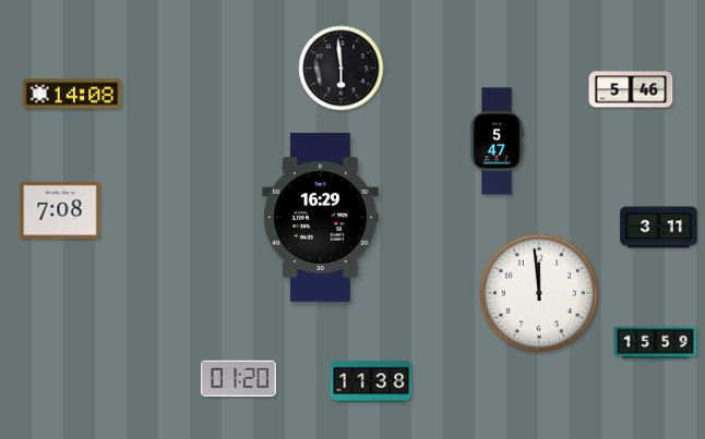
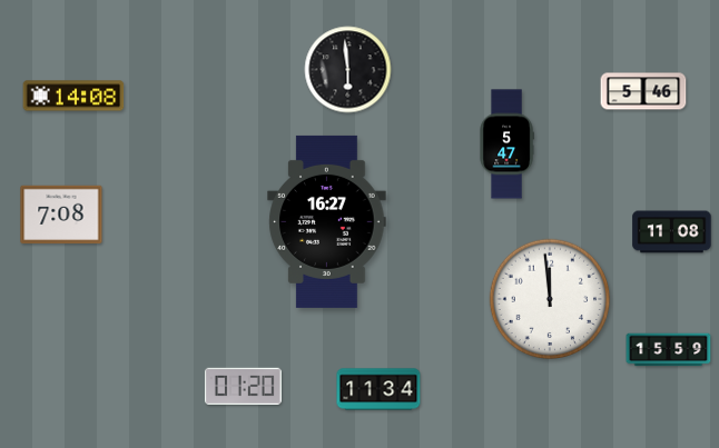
clock at (321, 217): 16:29 -> 16:27
clock at (659, 228): 3:11 -> 11:08
clock at (371, 381): 11:38 -> 11:34
